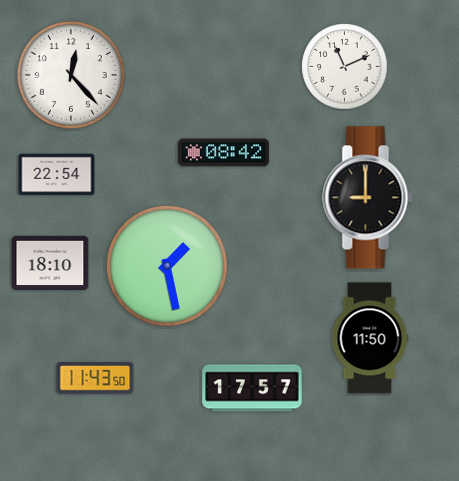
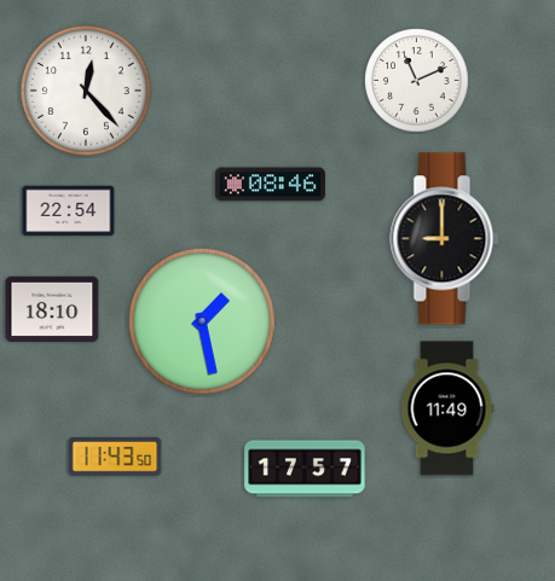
clock at (223, 153): 08:42 -> 08:46
clock at (50, 262) position: (50, 262) -> (52, 308)
clock at (370, 338): 11:50 -> 11:49
